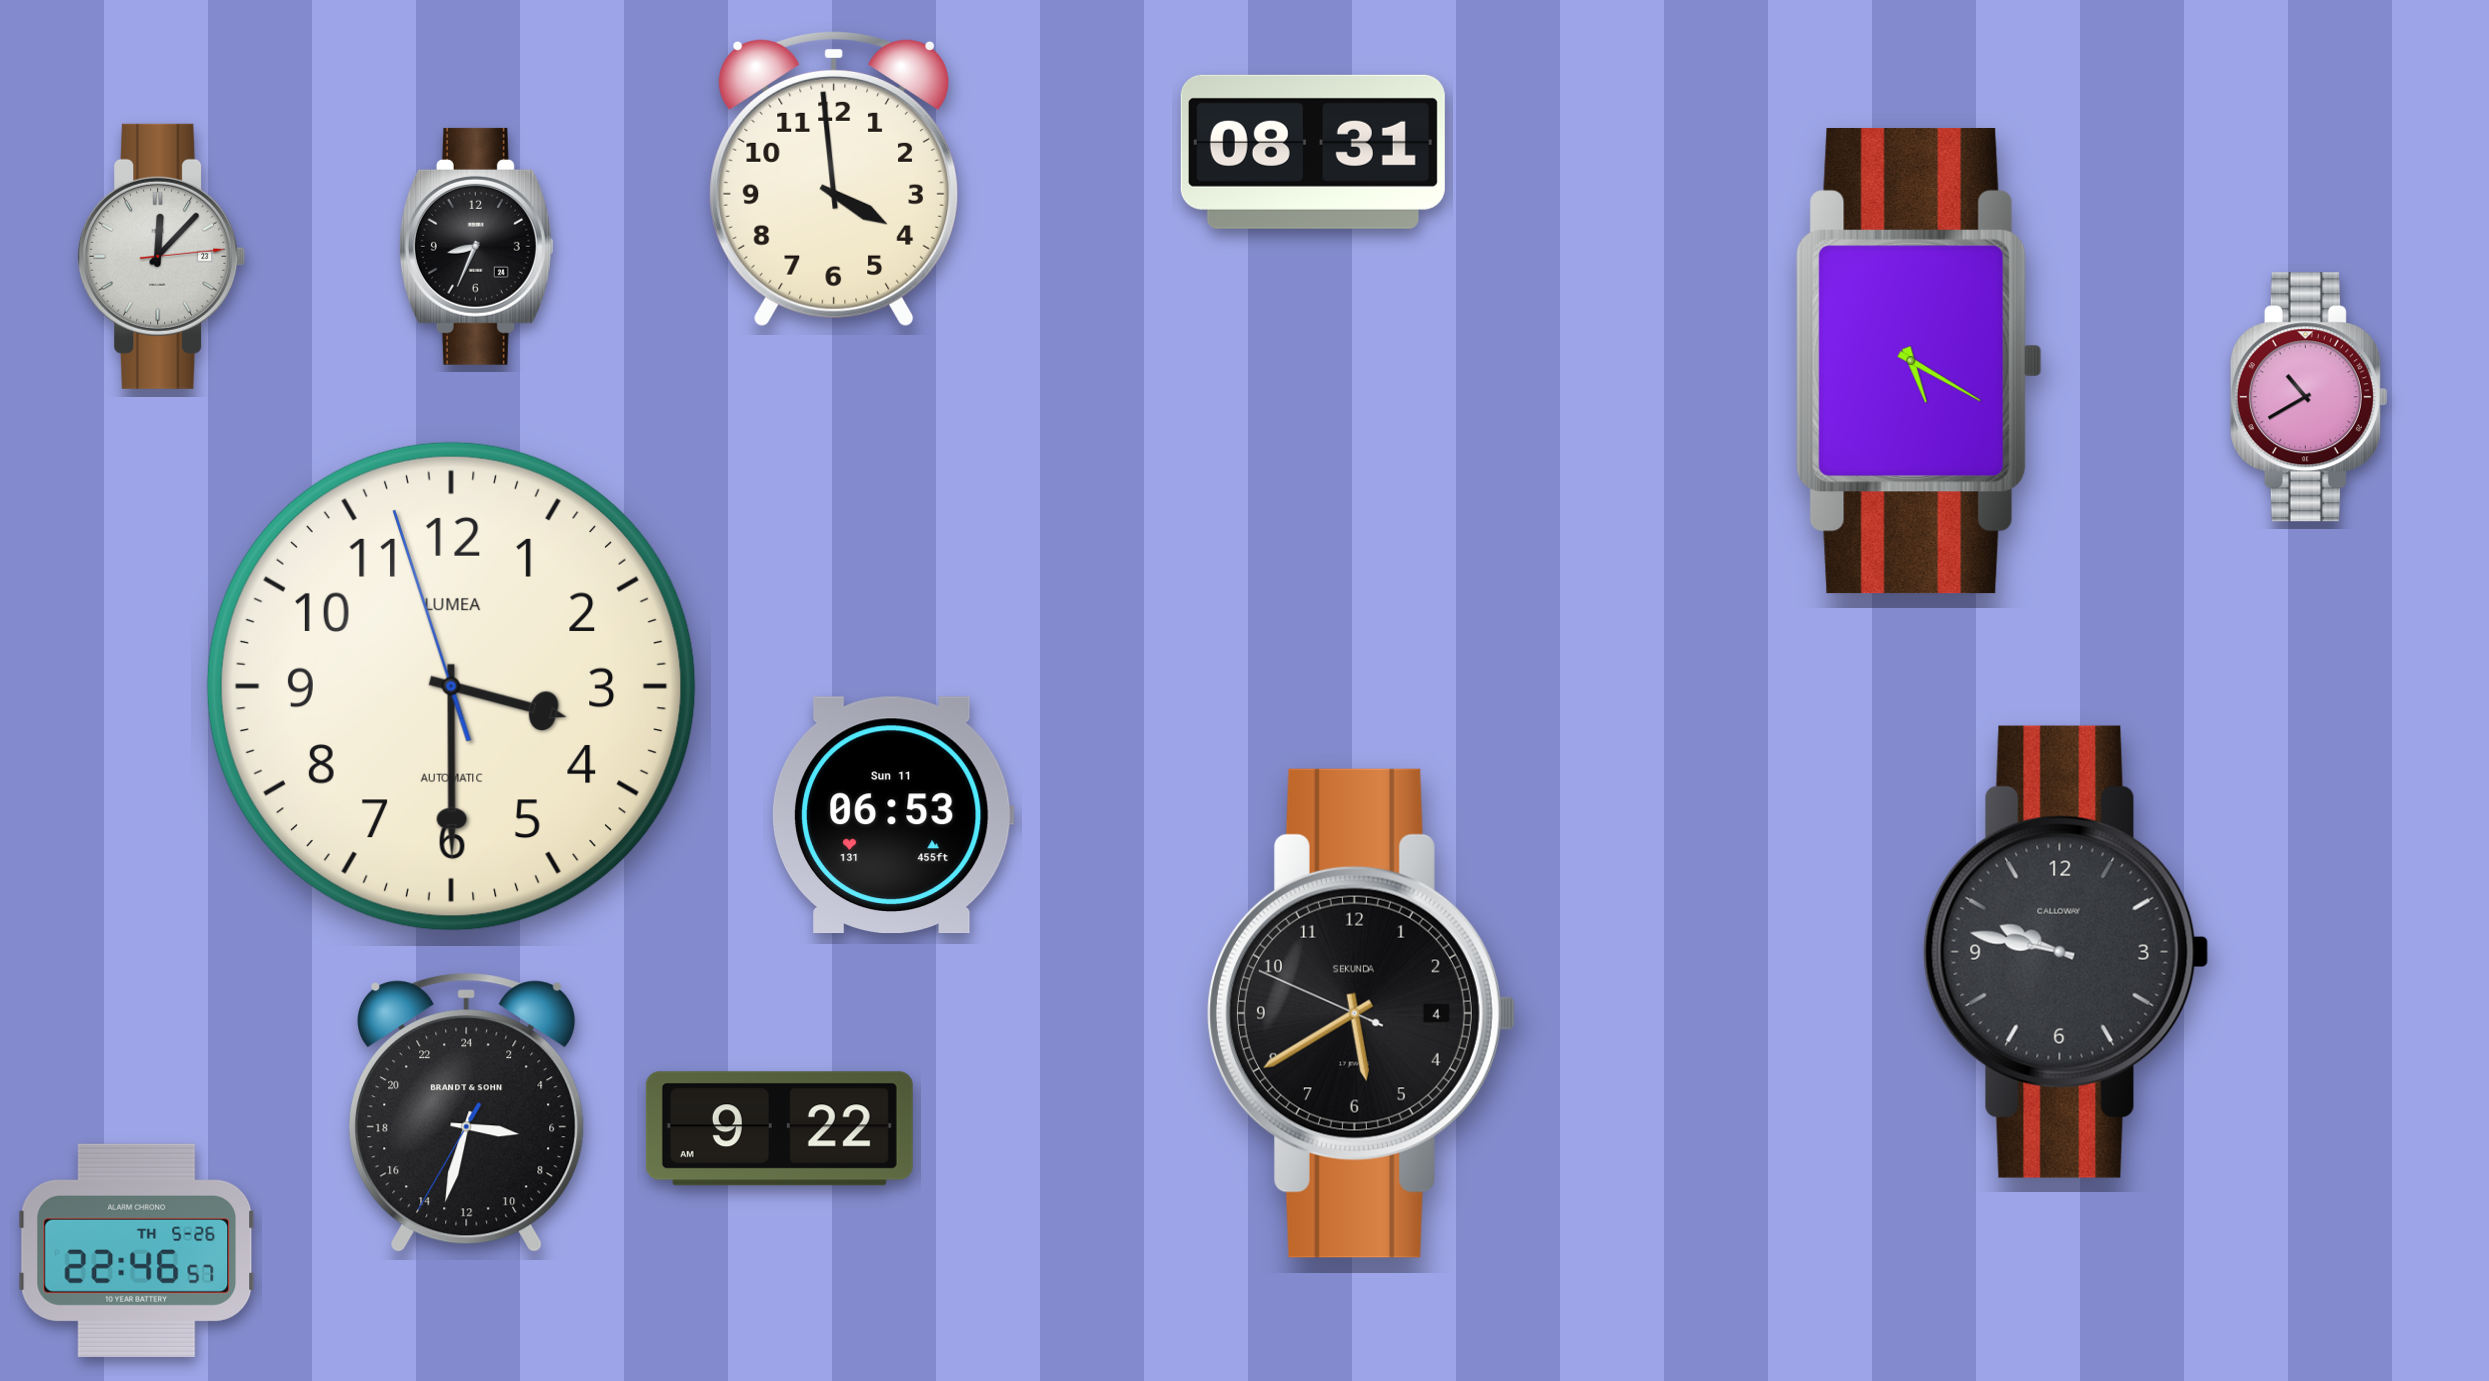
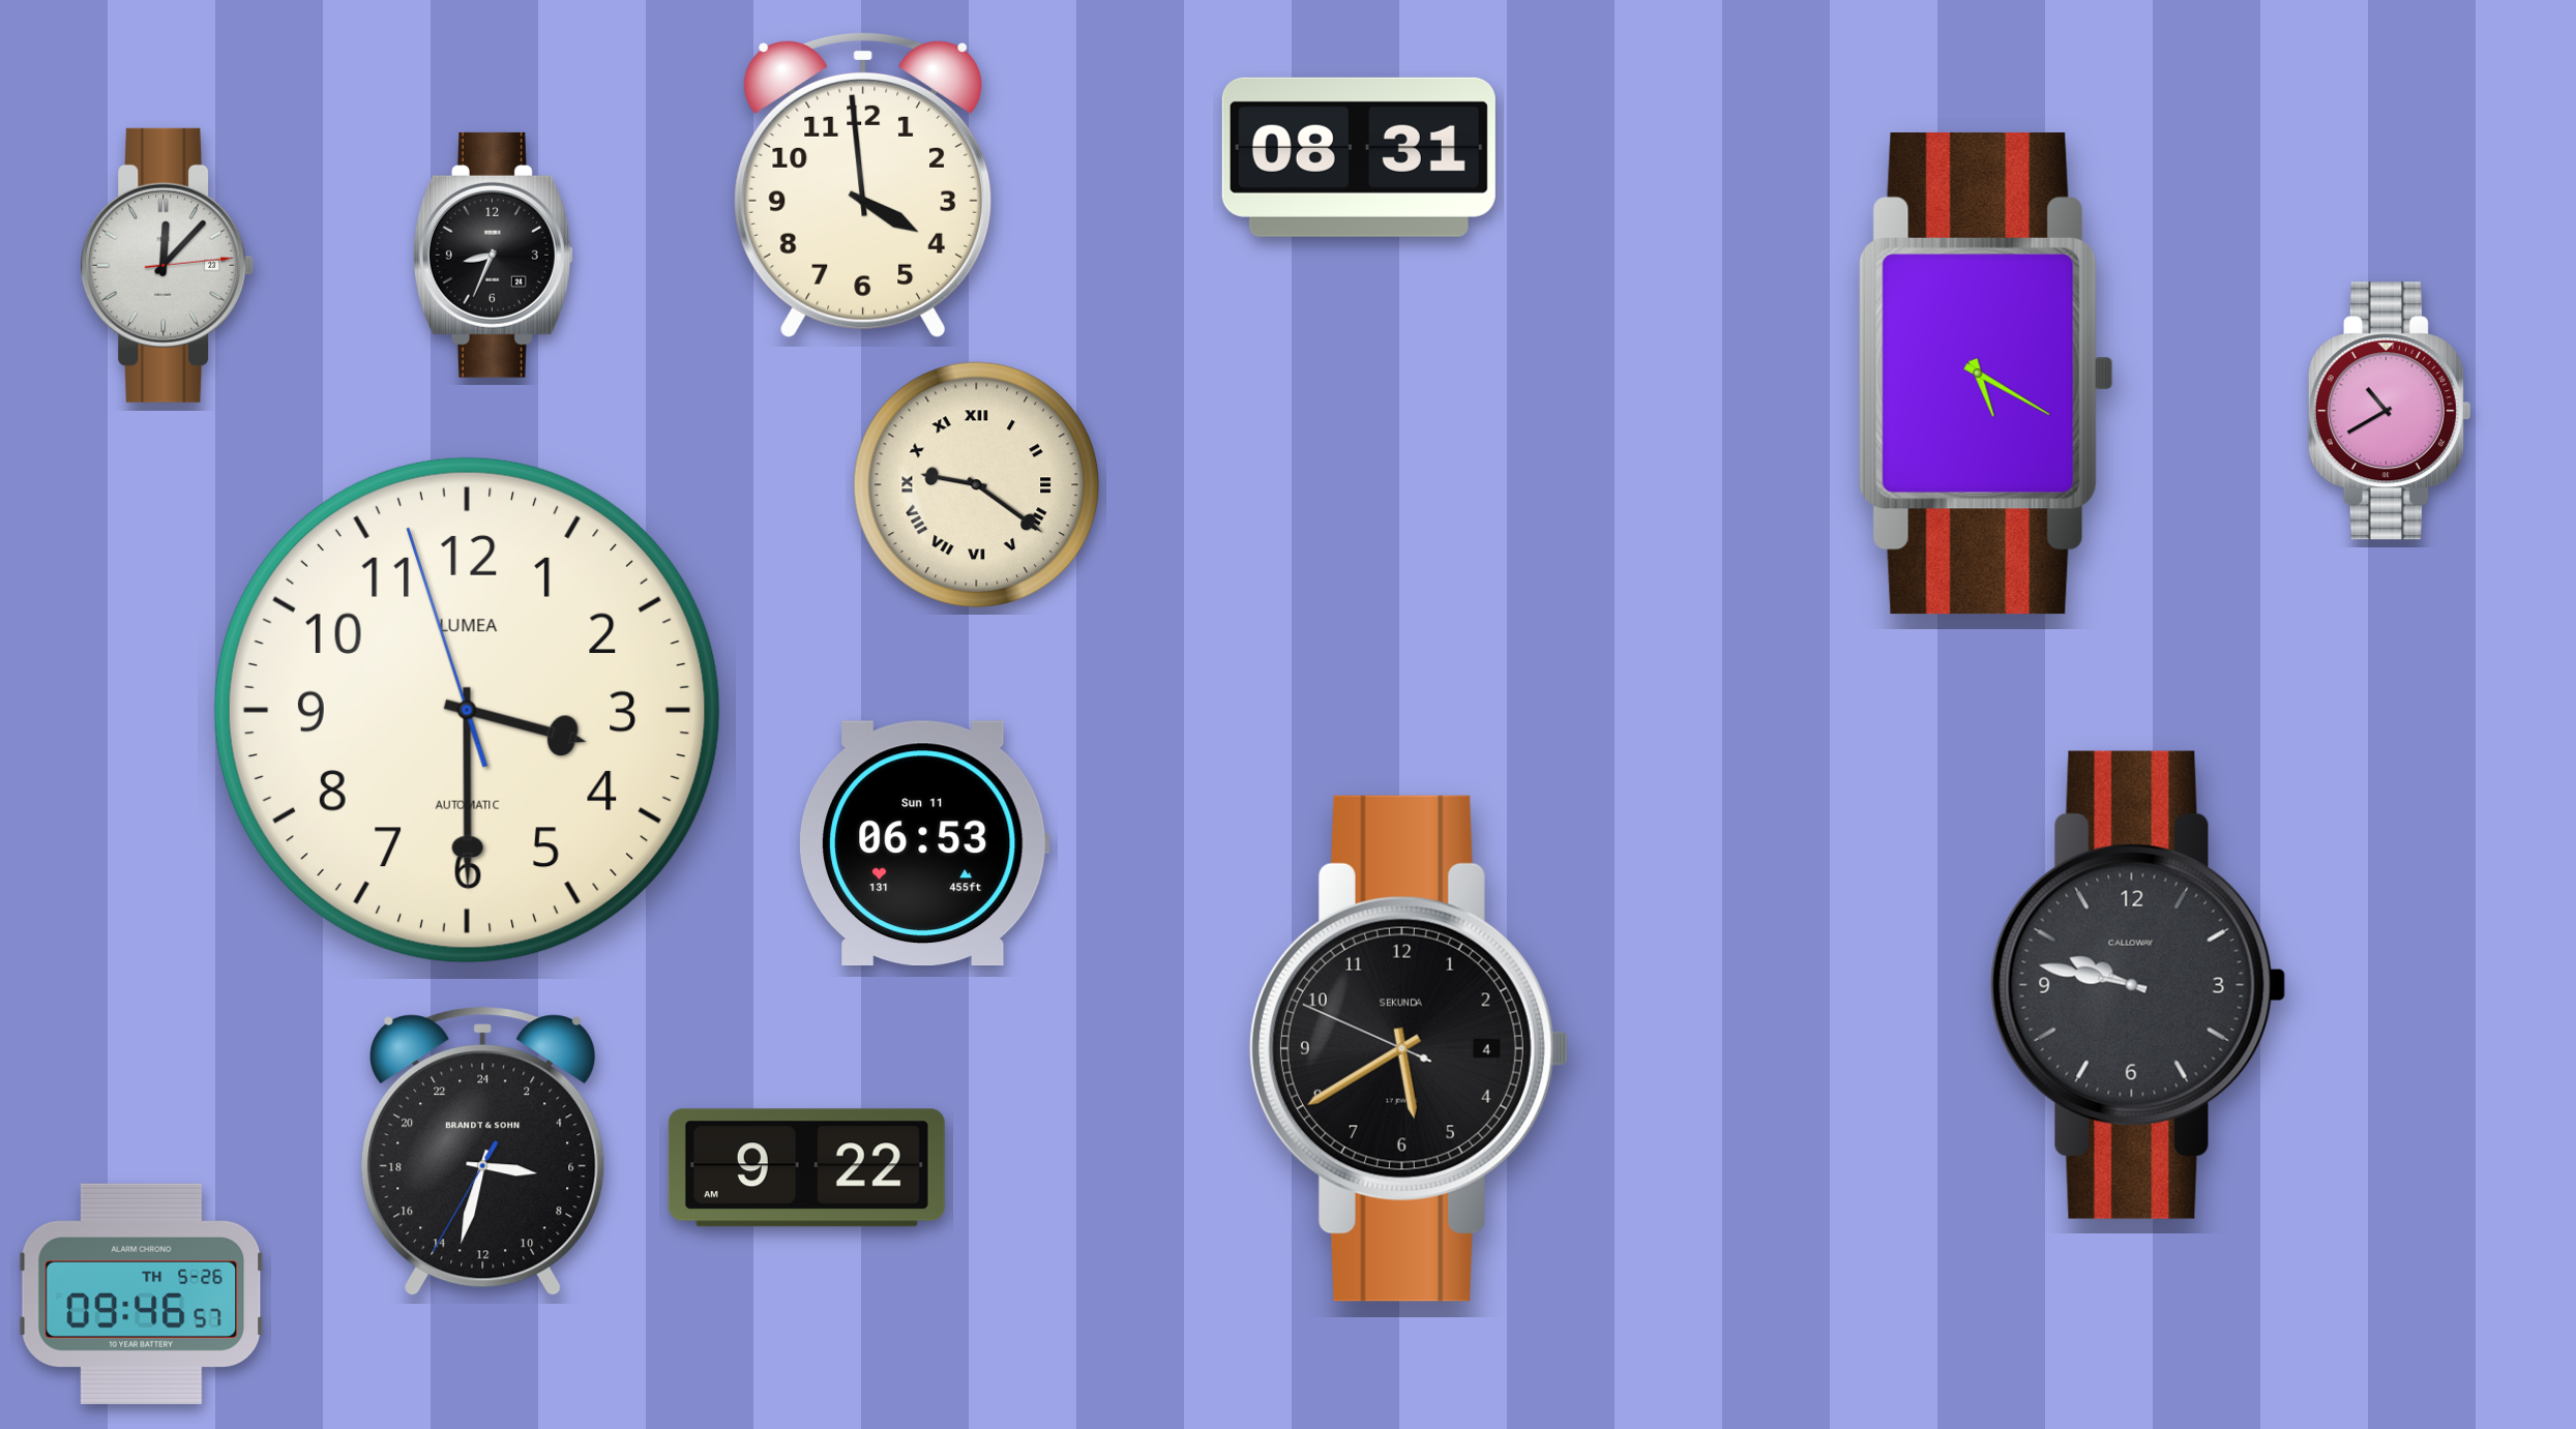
clock at (977, 485): none -> 9:21
clock at (137, 1250): 22:46 -> 09:46
